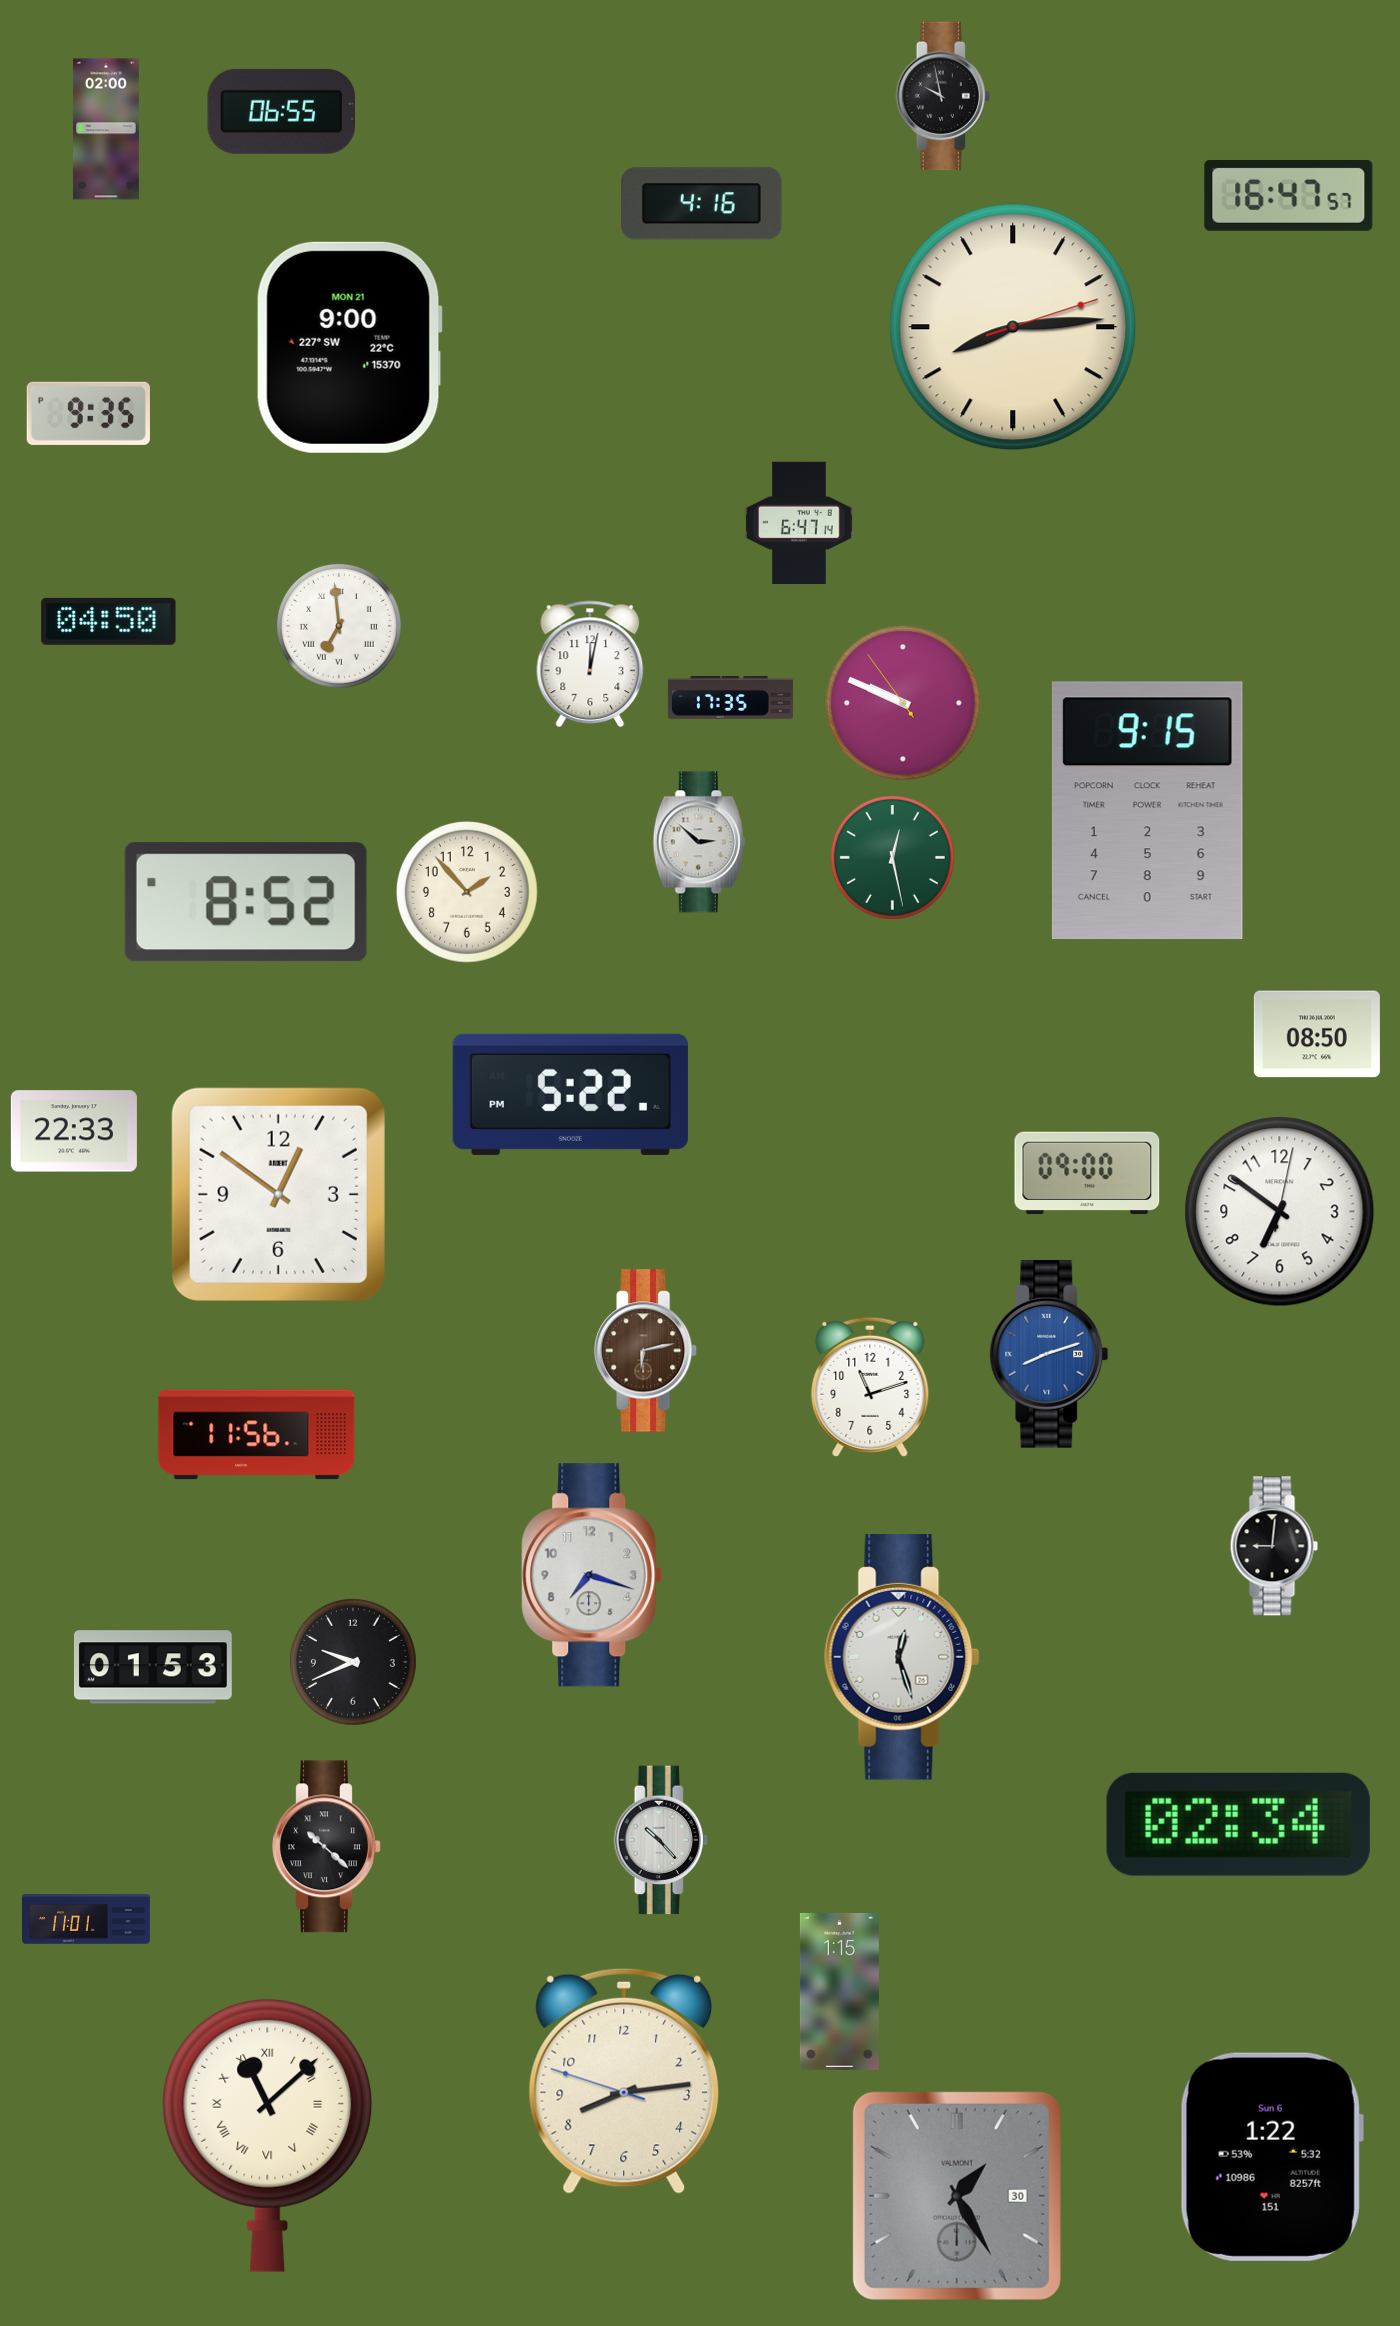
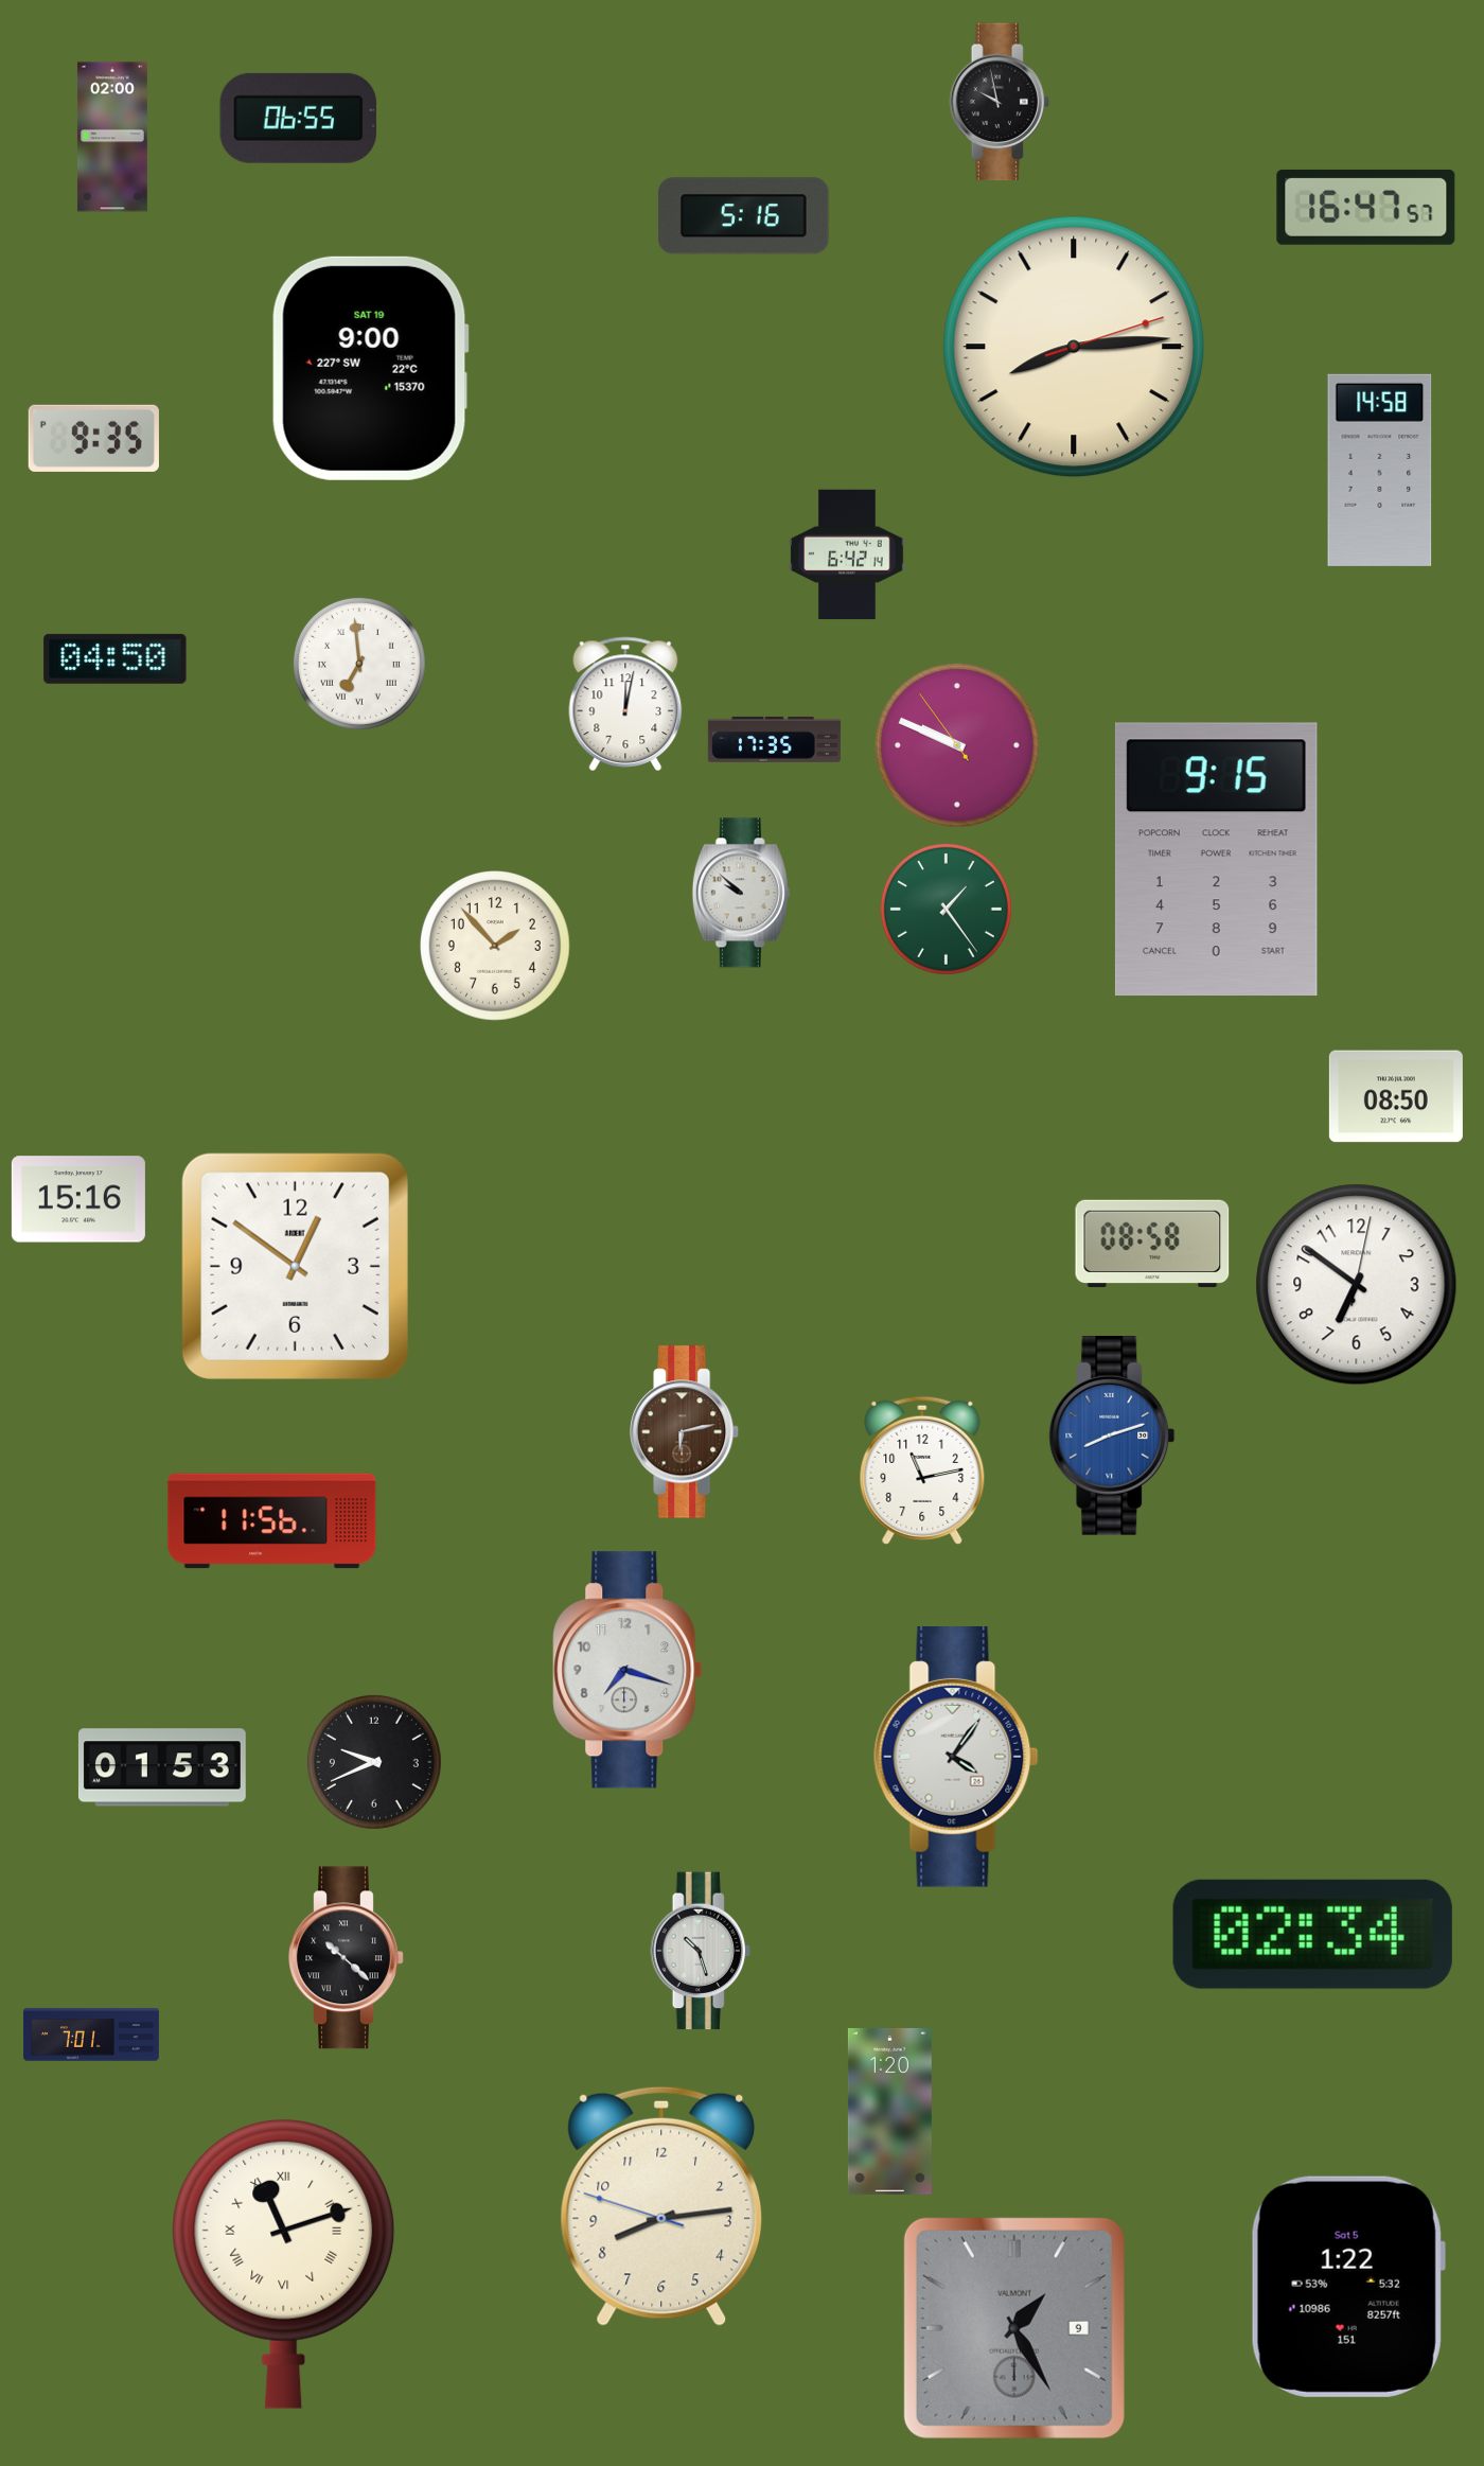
clock at (702, 204): 4:16 -> 5:16
clock at (349, 347) date: MON 21 -> SAT 19
clock at (1380, 470): none -> 14:58
clock at (799, 523): 6:47 -> 6:42
clock at (699, 842): 2:52 -> 9:52
clock at (892, 857): 12:28 -> 1:24
clock at (246, 902): 8:52 -> none
clock at (570, 1094): 5:22 -> none
clock at (74, 1131): 22:33 -> 15:16
clock at (1087, 1173): 09:00 -> 08:58
clock at (870, 1387): 11:12 -> 11:13
clock at (1274, 1546): 9:01 -> none
clock at (902, 1658): 12:27 -> 4:06
clock at (661, 1840): 10:23 -> 10:27
clock at (87, 1919): 11:01 -> 7:01
clock at (839, 1991): 1:15 -> 1:20
clock at (268, 2135): 11:08 -> 11:12
clock at (1272, 2157) date: Sun 6 -> Sat 5
clock at (957, 2196) date: 30 -> 9
